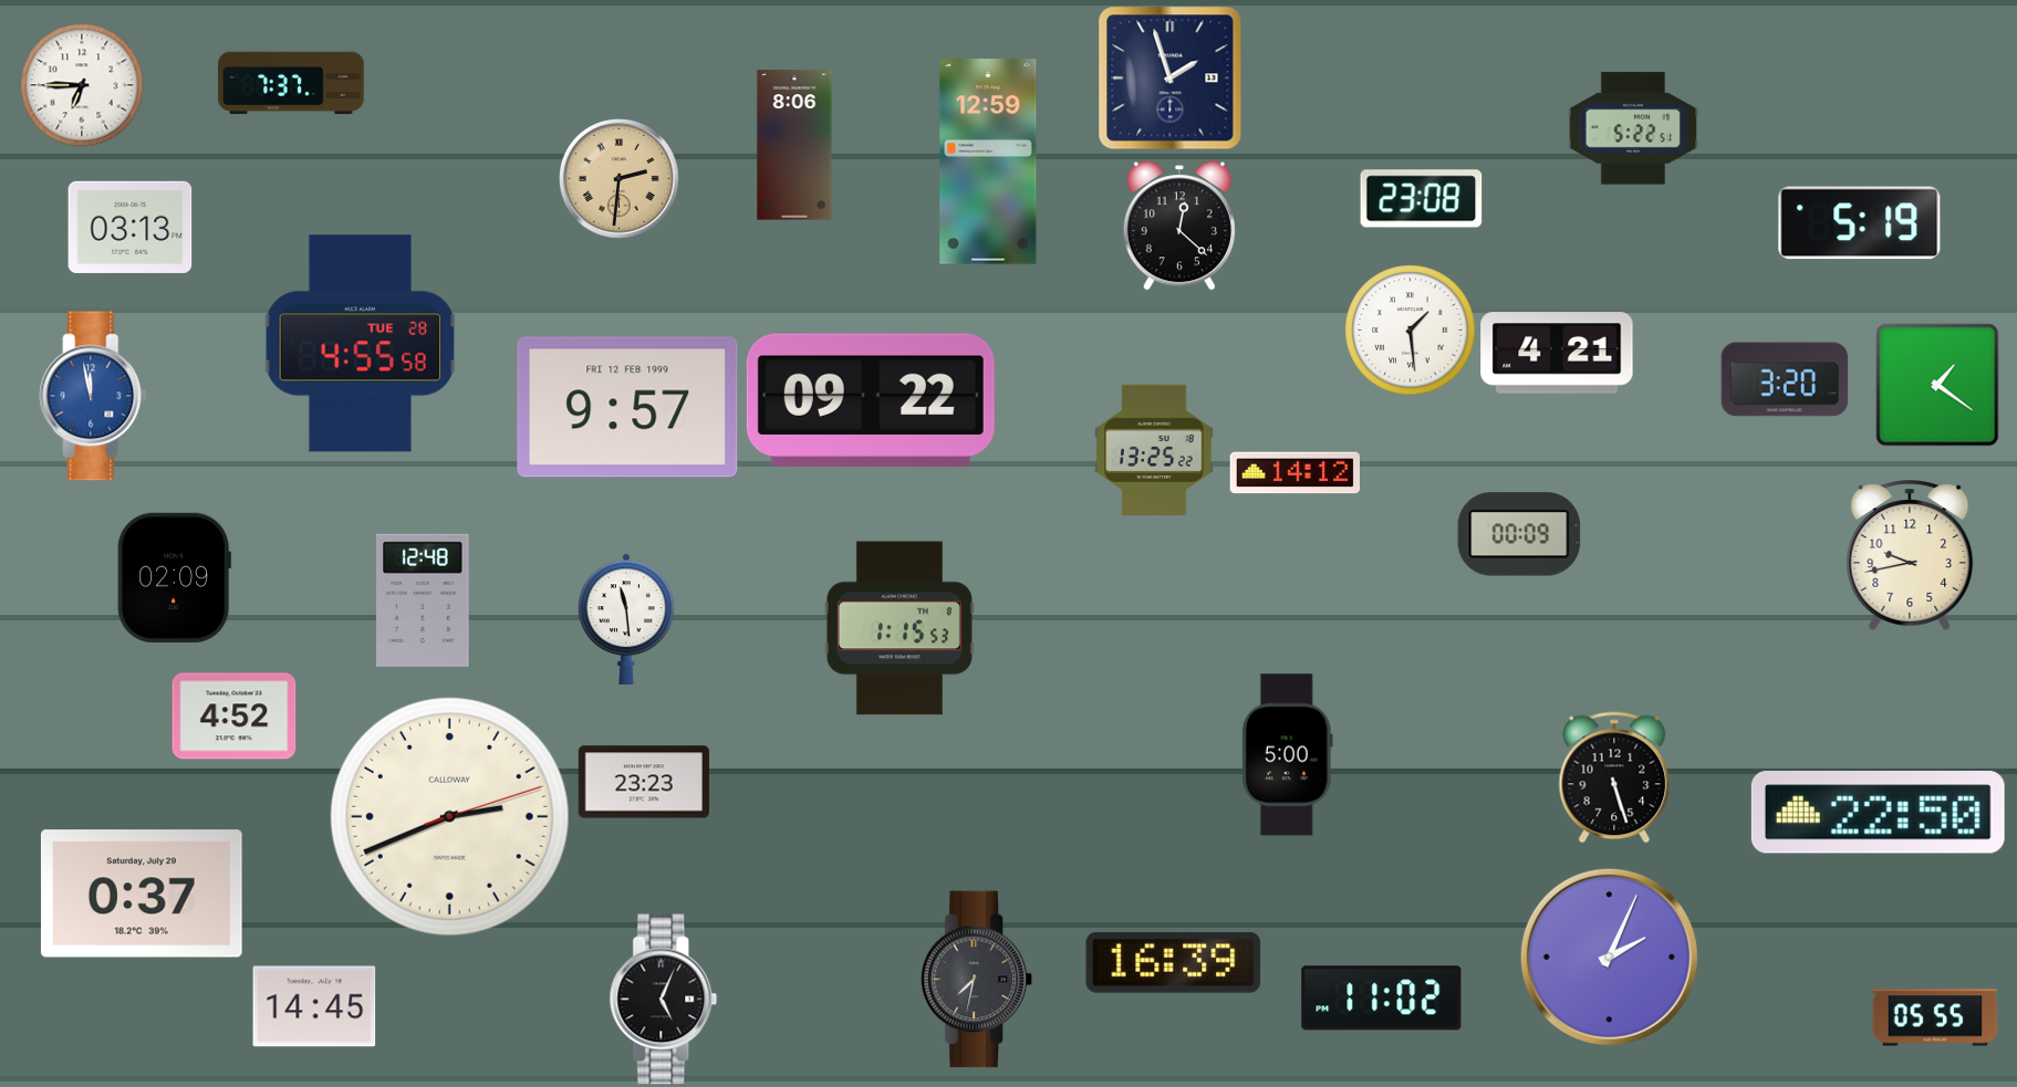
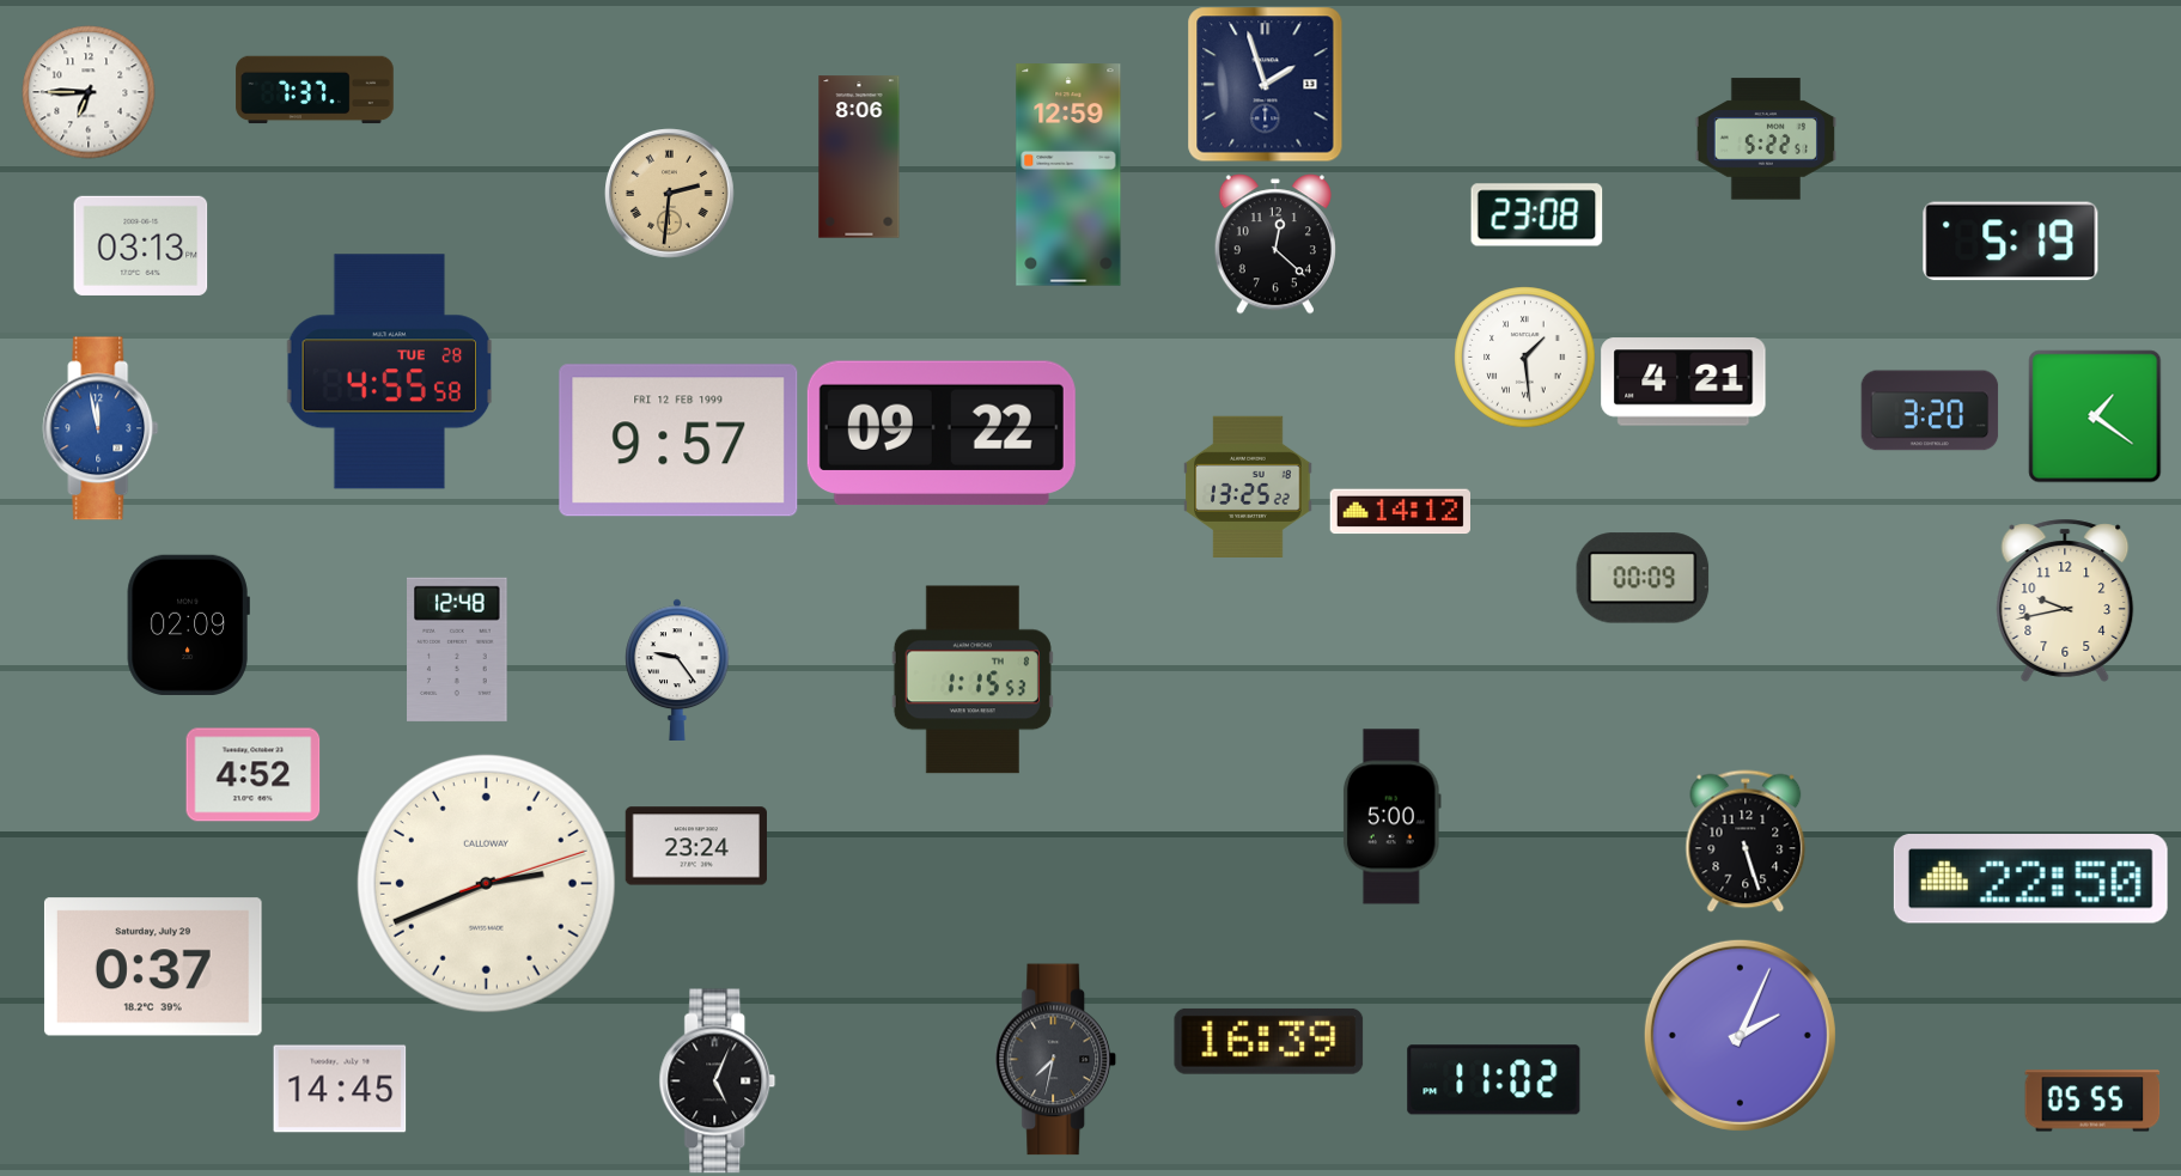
clock at (626, 618): 11:29 -> 9:24
clock at (643, 782): 23:23 -> 23:24
